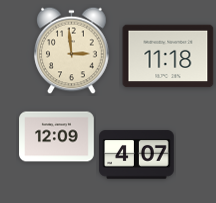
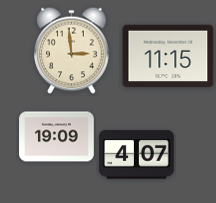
clock at (168, 56): 11:18 -> 11:15
clock at (57, 137): 12:09 -> 19:09
